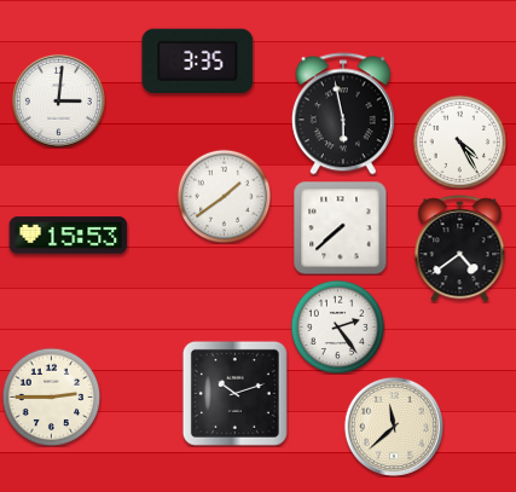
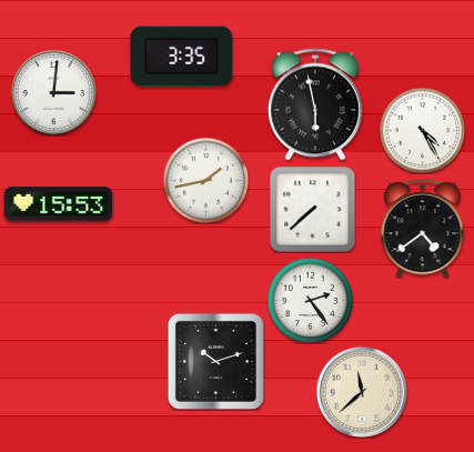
clock at (224, 196): 1:39 -> 1:43
clock at (69, 236) position: (69, 236) -> (59, 204)
clock at (51, 397): 2:45 -> none
